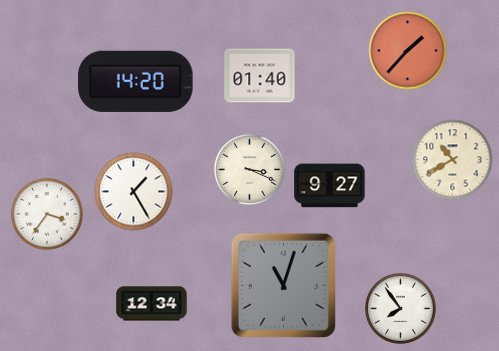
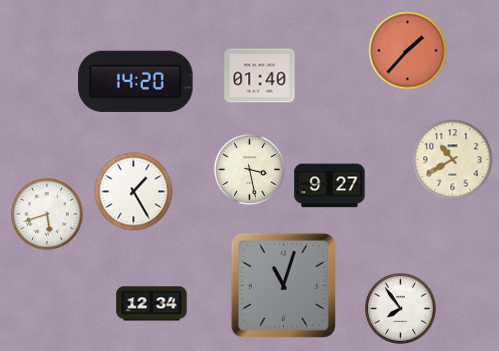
clock at (250, 170): 3:19 -> 3:28
clock at (47, 214): 3:36 -> 5:42
